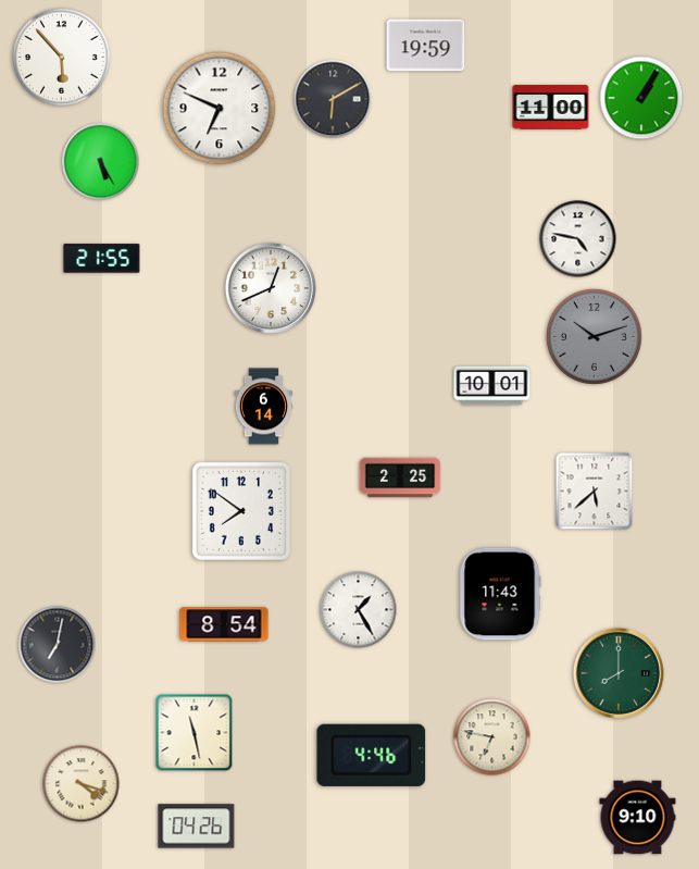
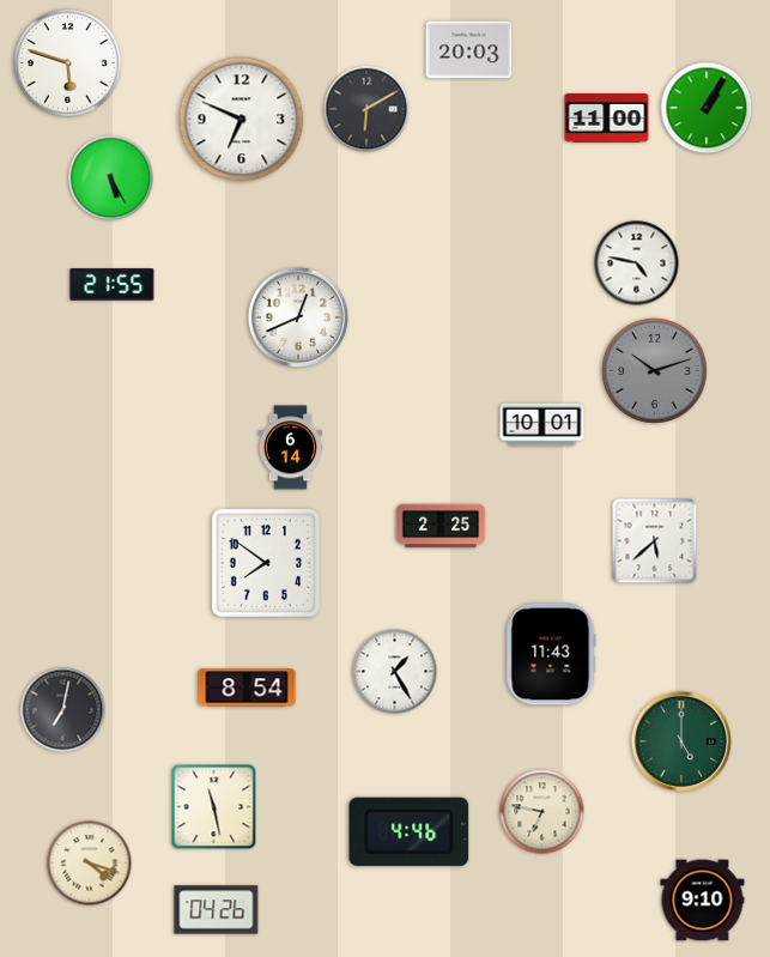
clock at (426, 46): 19:59 -> 20:03
clock at (62, 58): 5:53 -> 5:48
clock at (619, 673): 8:00 -> 5:00
